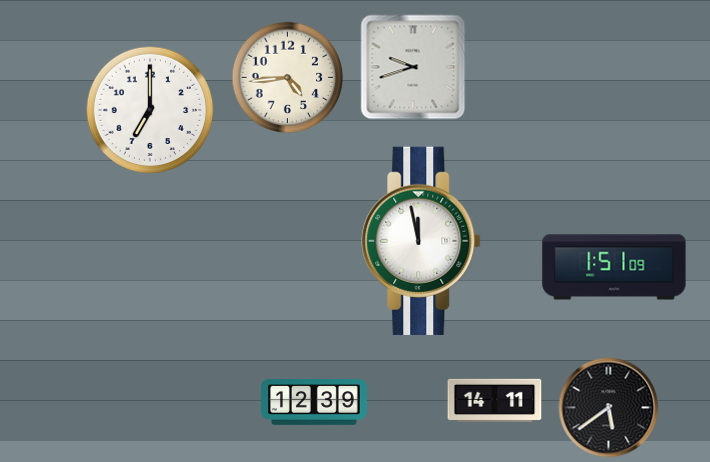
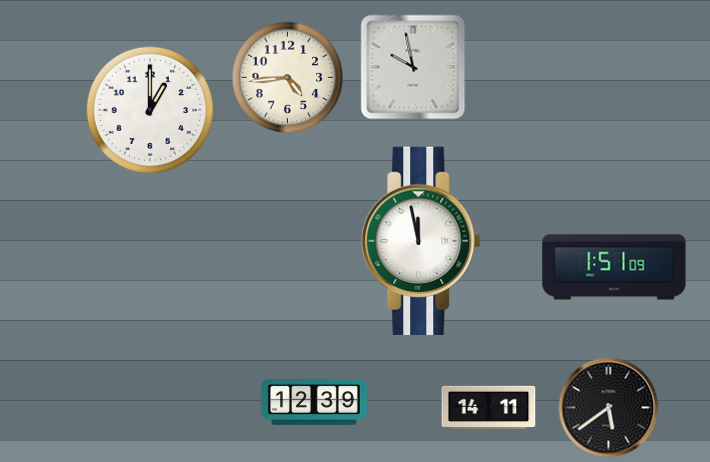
clock at (413, 67): 9:42 -> 9:58
clock at (150, 110): 7:00 -> 1:00
clock at (495, 400) position: (495, 400) -> (489, 407)
